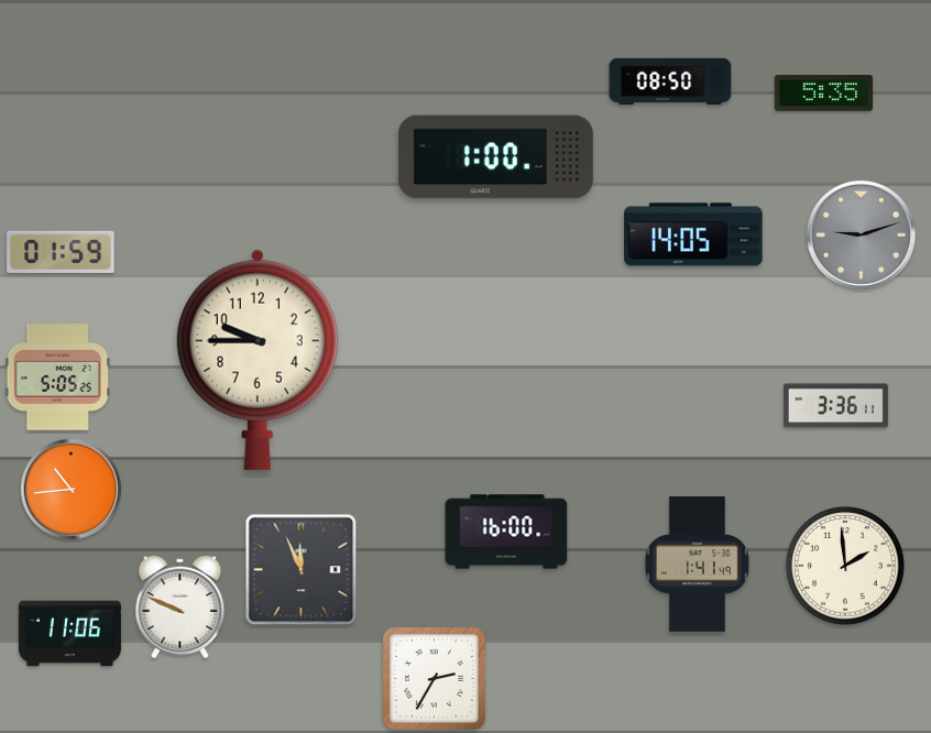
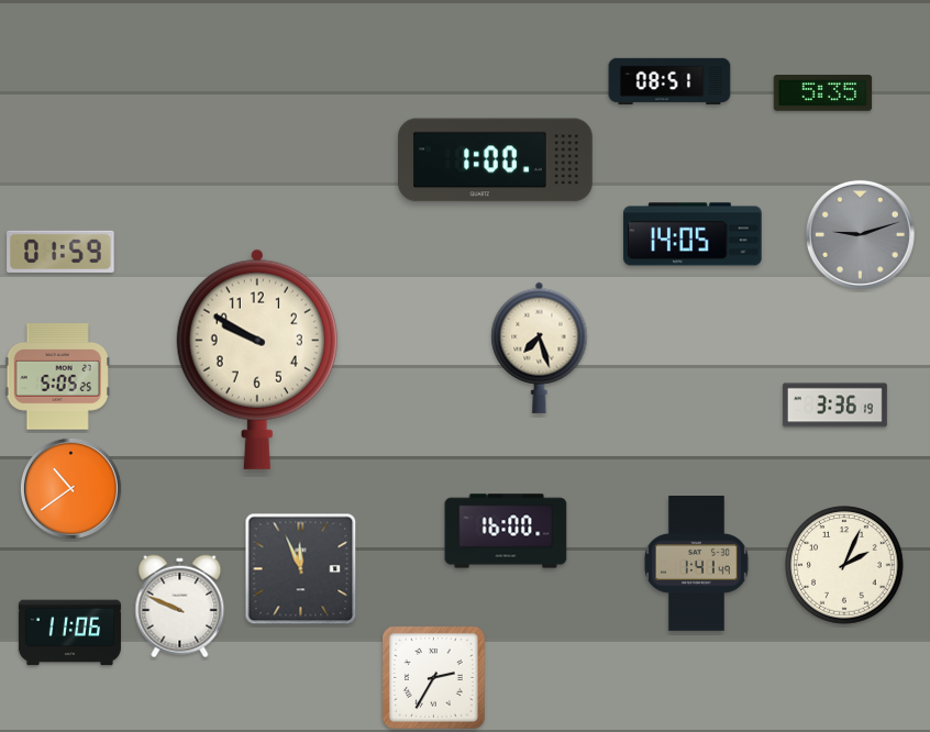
clock at (670, 81): 08:50 -> 08:51
clock at (496, 157) position: (496, 157) -> (496, 160)
clock at (540, 347): none -> 7:27
clock at (258, 360): 9:45 -> 9:50
clock at (835, 406): 3:36:11 -> 3:36:19
clock at (70, 489): 10:44 -> 10:39
clock at (845, 566): 1:59 -> 2:04
